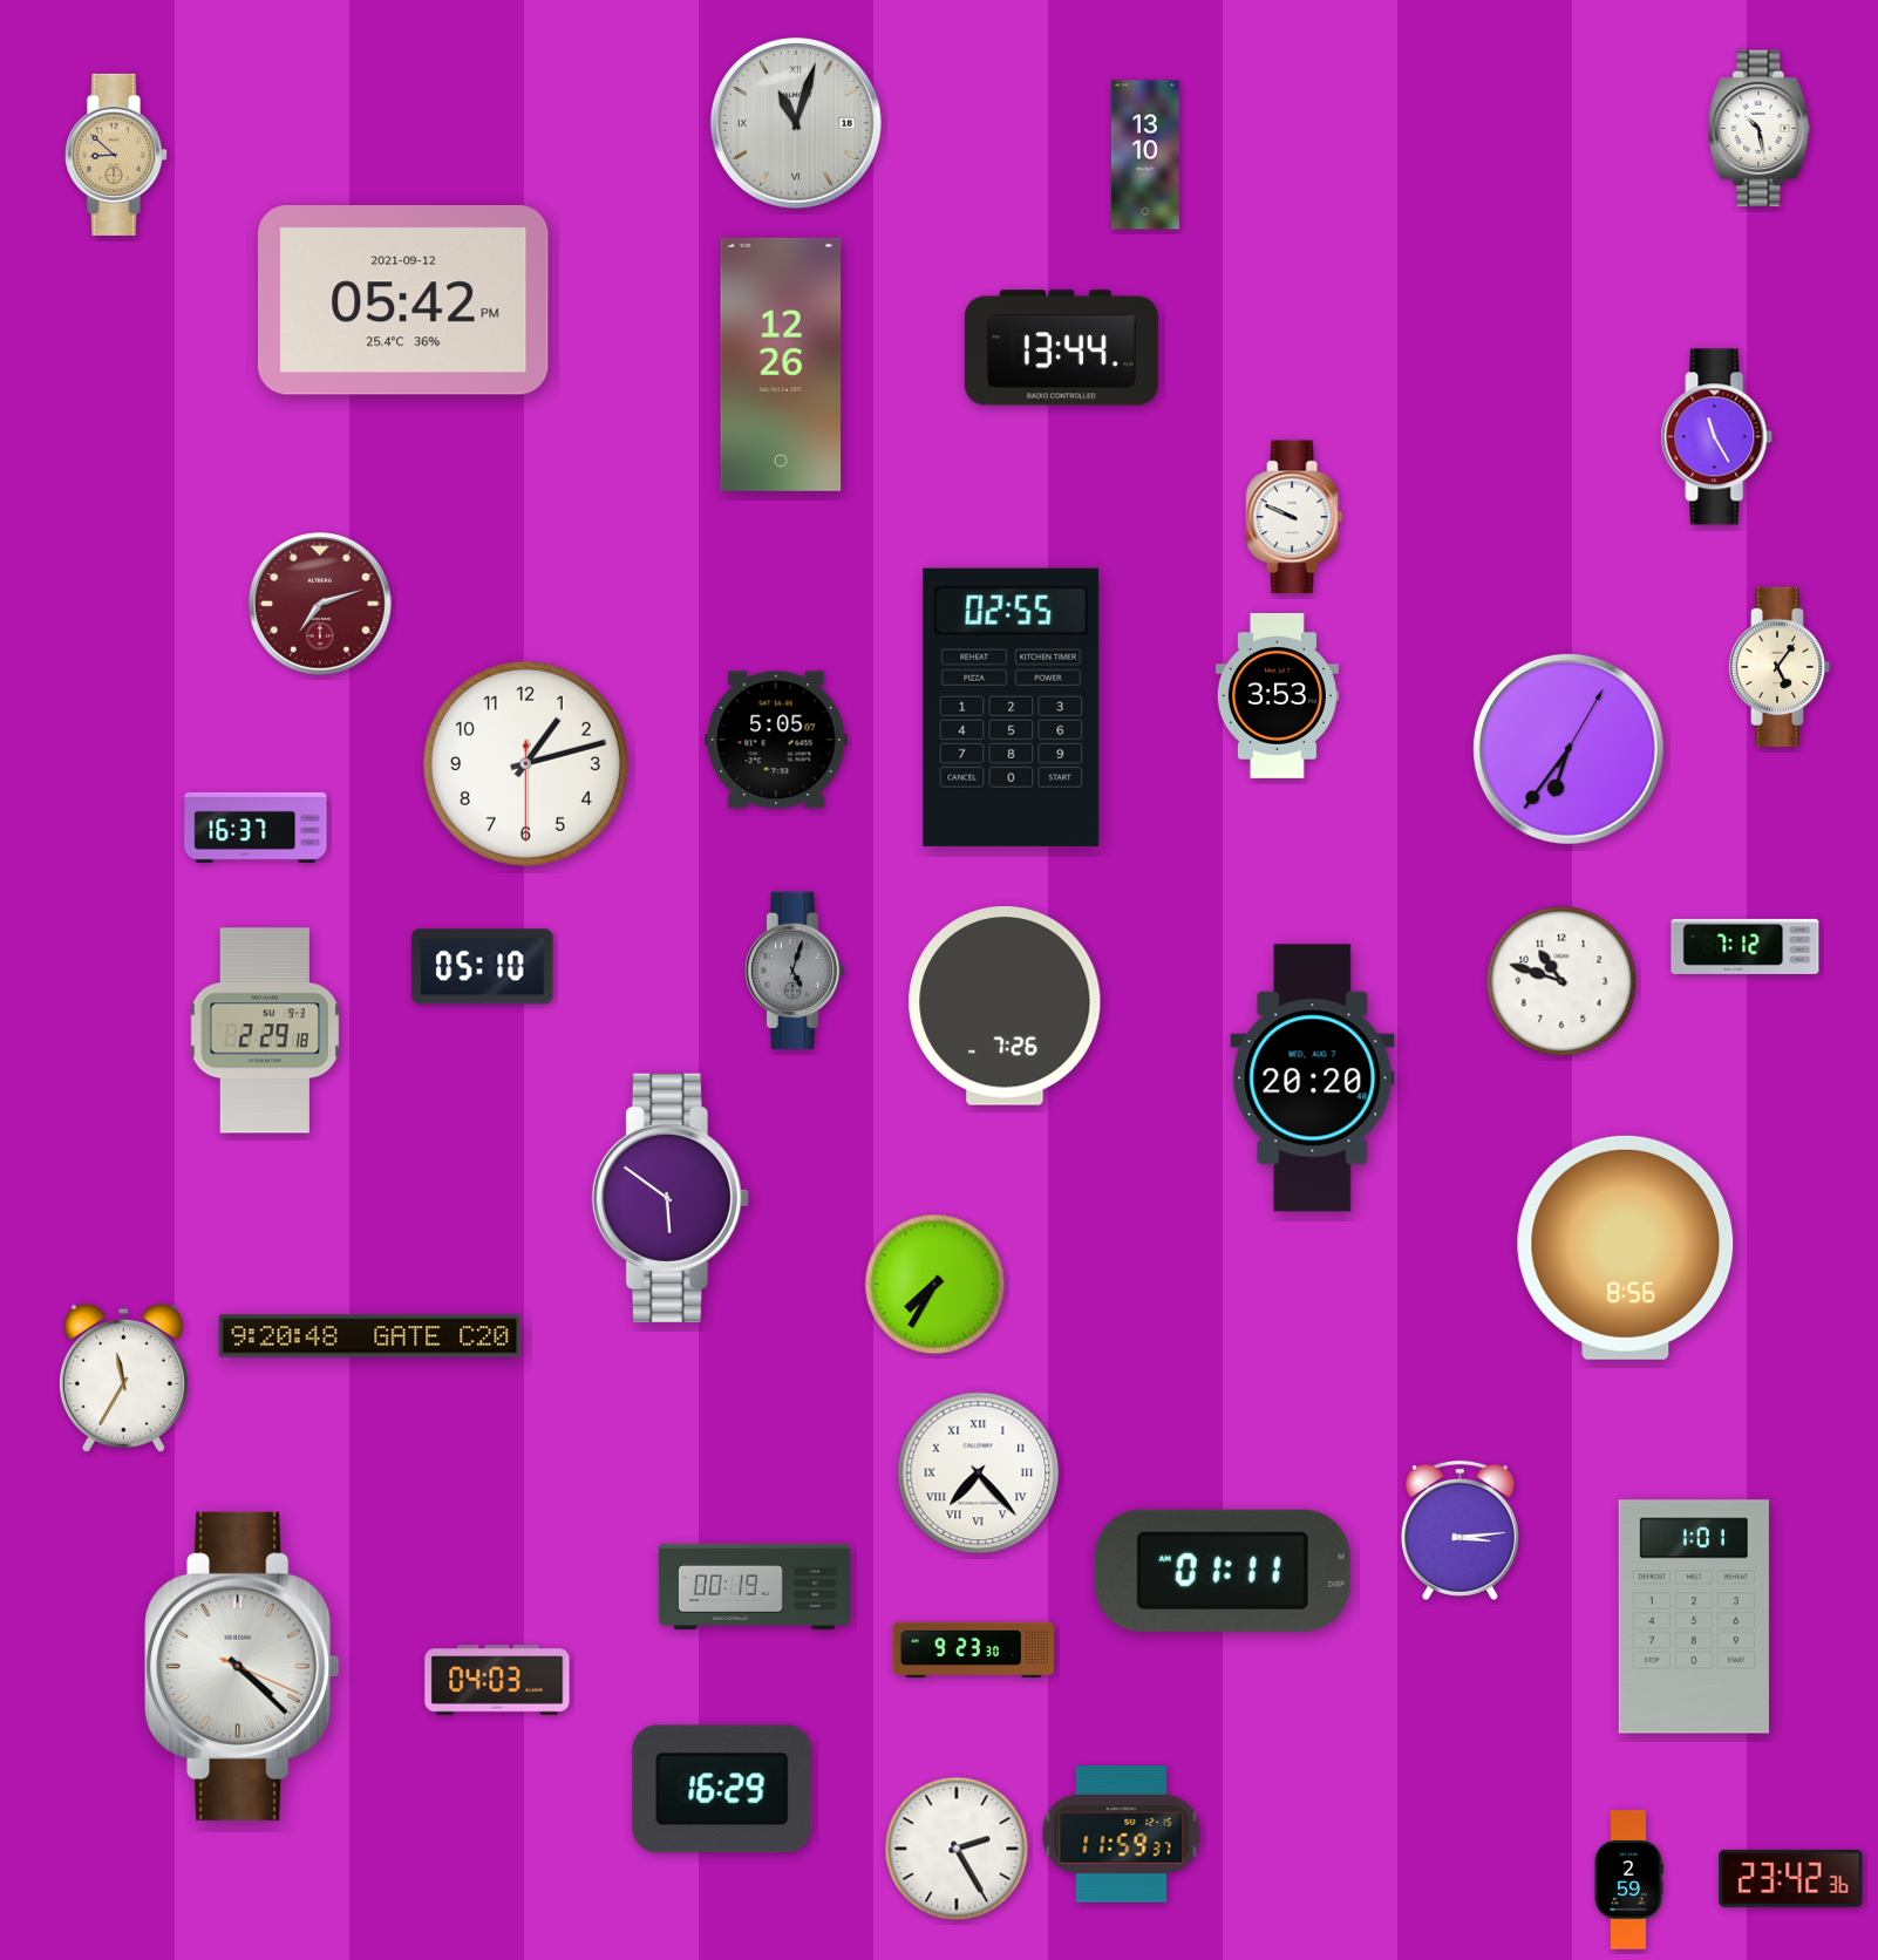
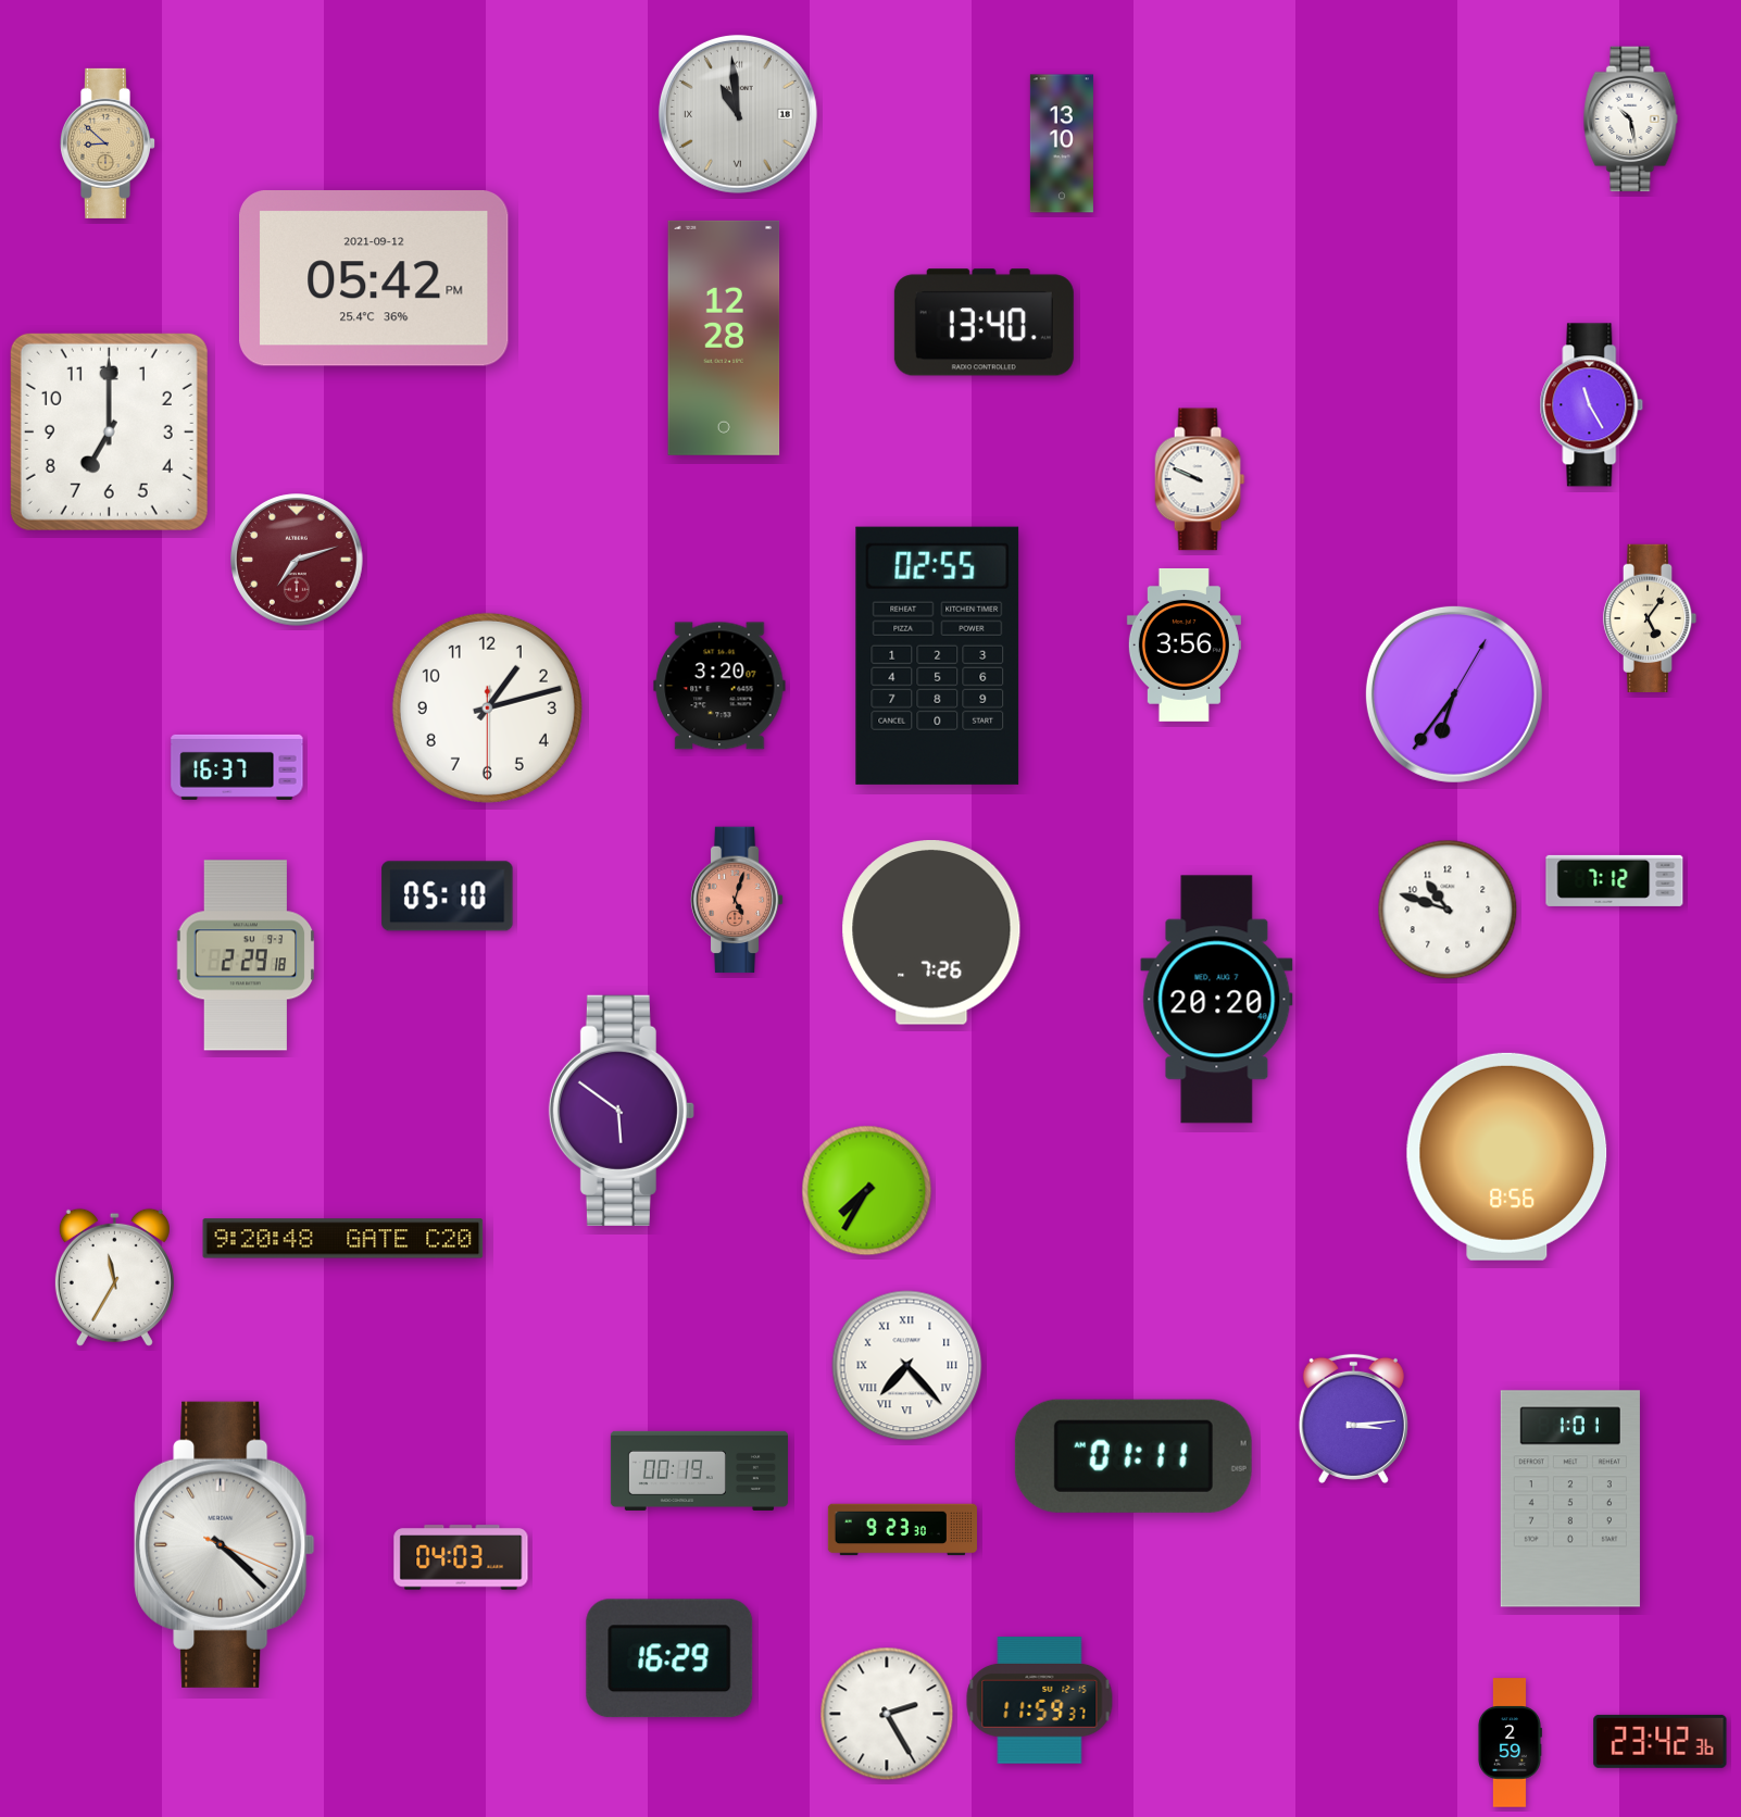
clock at (796, 123): 11:03 -> 10:59
clock at (1061, 348): 13:44 -> 13:40
clock at (781, 365): 12:26 -> 12:28
clock at (109, 431): none -> 7:00
clock at (1277, 695): 3:53 -> 3:56
clock at (776, 740): 5:05 -> 3:20
clock at (1746, 946) position: (1746, 946) -> (1615, 880)
clock at (795, 971) dial: grey -> salmon
